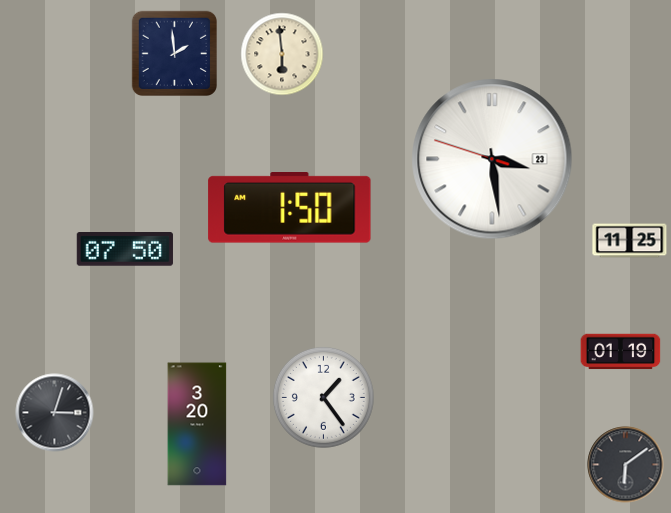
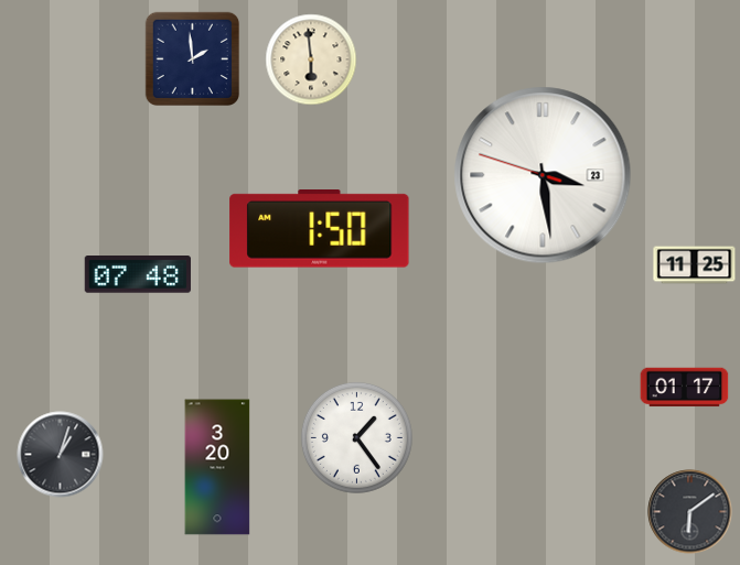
clock at (124, 249): 07:50 -> 07:48
clock at (621, 352): 01:19 -> 01:17
clock at (55, 413): 3:03 -> 1:03
